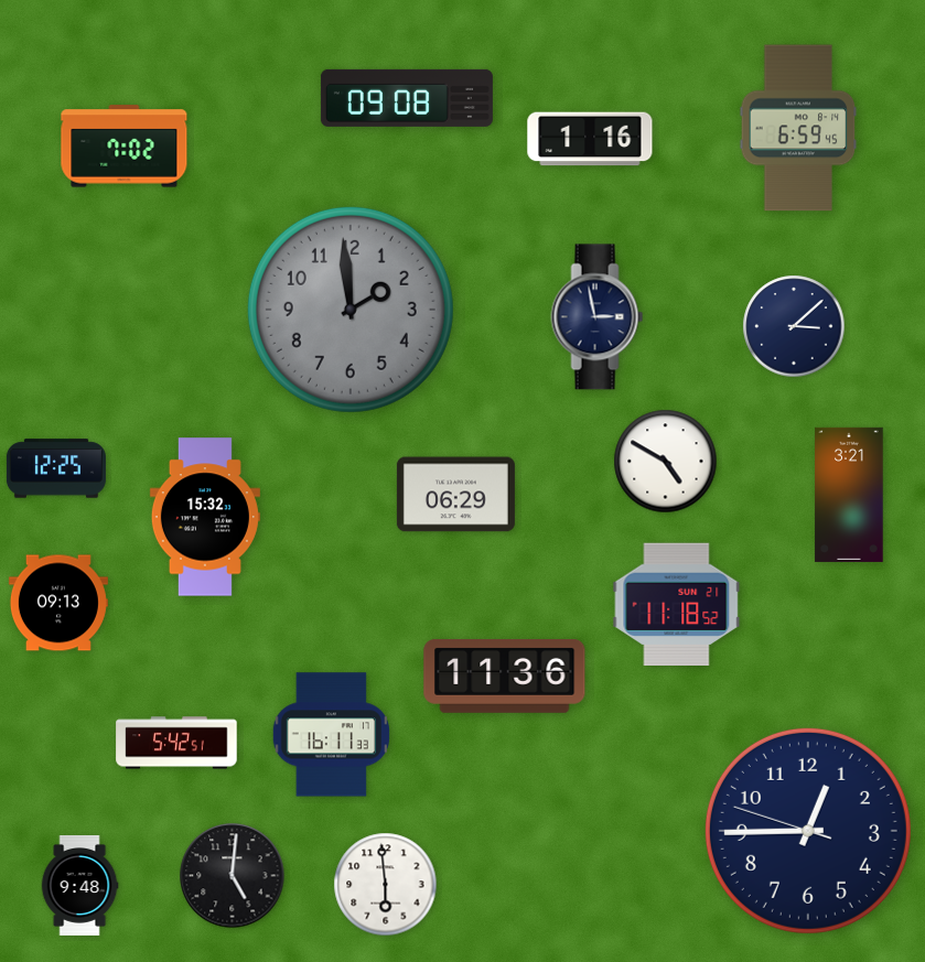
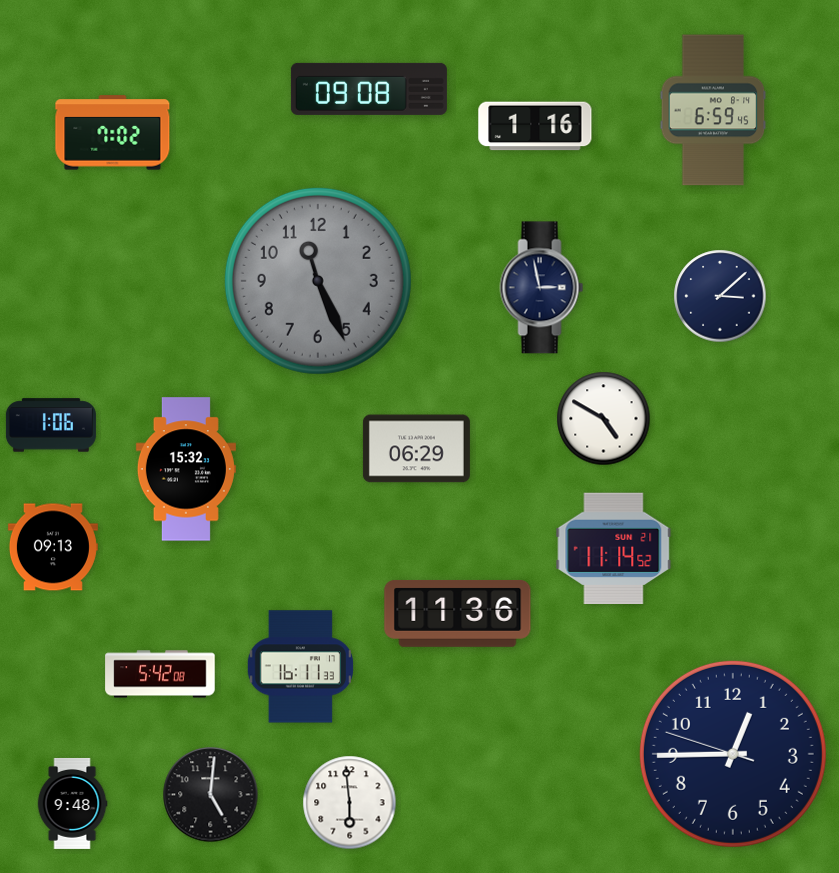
clock at (798, 128) position: (798, 128) -> (713, 110)
clock at (351, 310): 1:59 -> 11:26
clock at (56, 468): 12:25 -> 1:06
clock at (455, 495) position: (455, 495) -> (416, 449)
clock at (849, 495): 3:21 -> none
clock at (677, 604): 11:18 -> 11:14
clock at (176, 743): 5:42:51 -> 5:42:08
